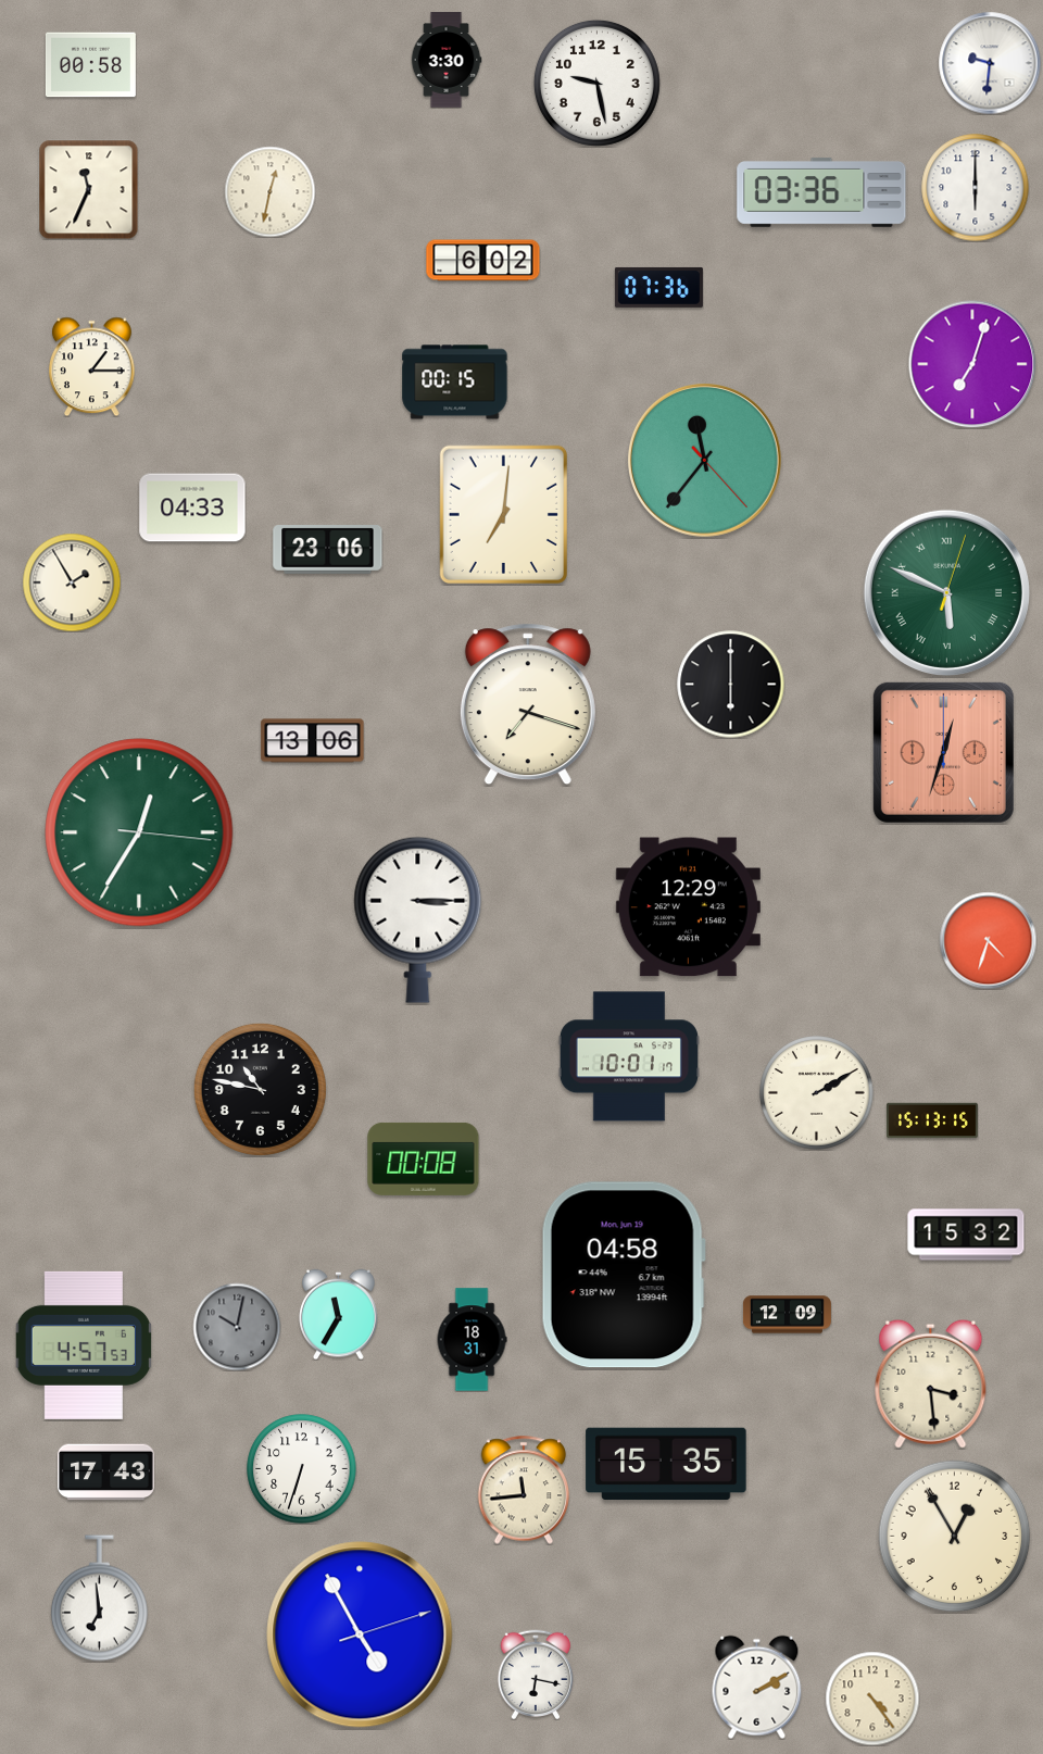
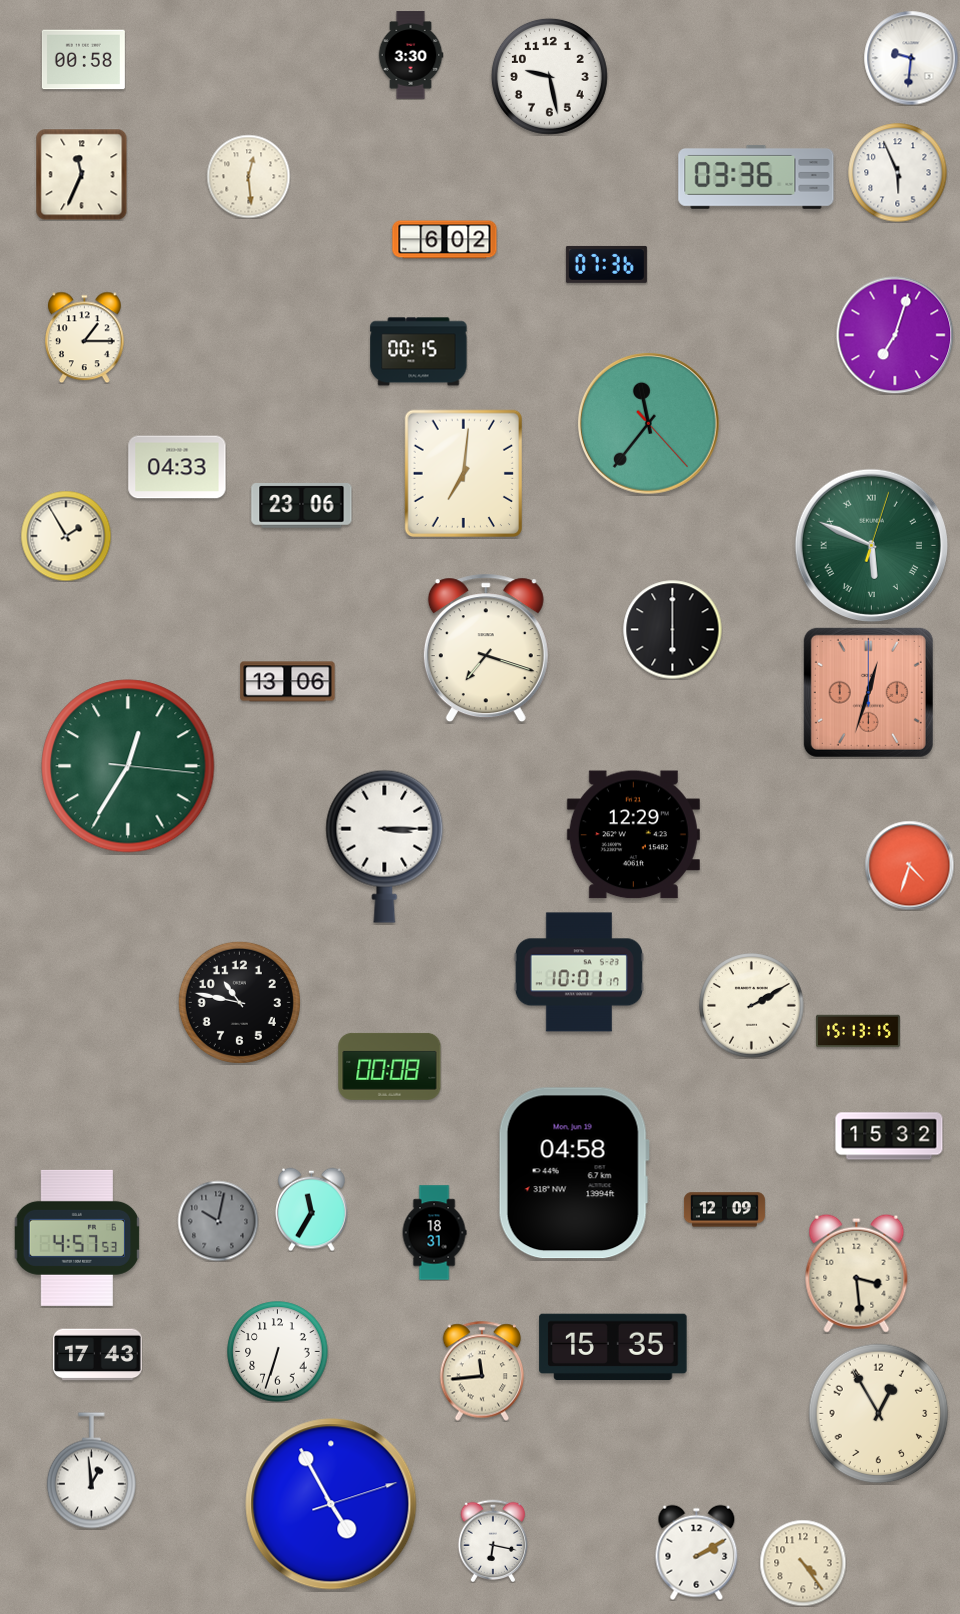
clock at (976, 188): 6:00 -> 5:56
clock at (269, 191): 12:32 -> 12:29
clock at (99, 1599): 6:59 -> 12:59
